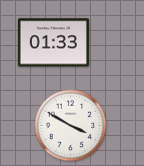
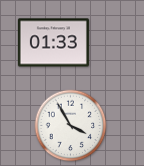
clock at (71, 126): 3:50 -> 3:55
